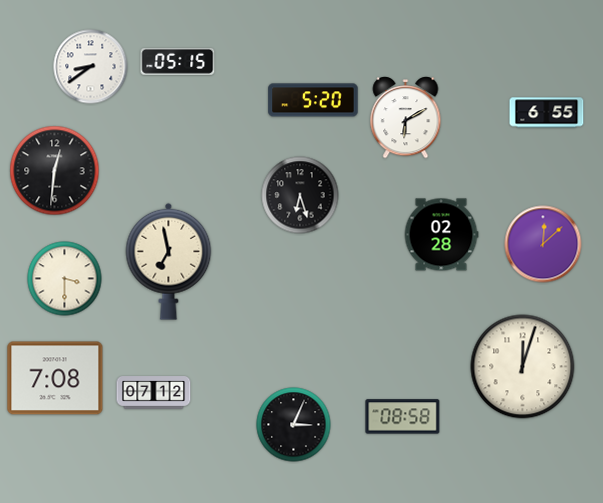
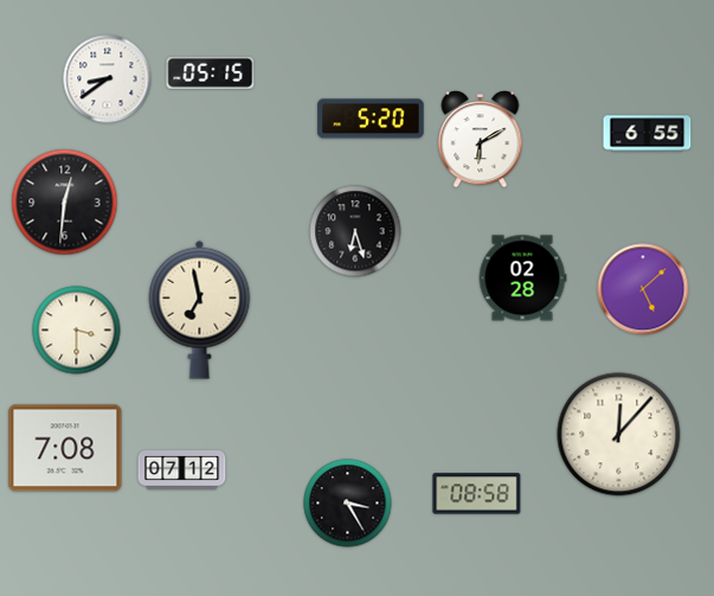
clock at (543, 244): 12:08 -> 5:08
clock at (523, 367): 12:03 -> 12:07
clock at (154, 393) position: (154, 393) -> (182, 470)
clock at (294, 425): 3:04 -> 3:25
